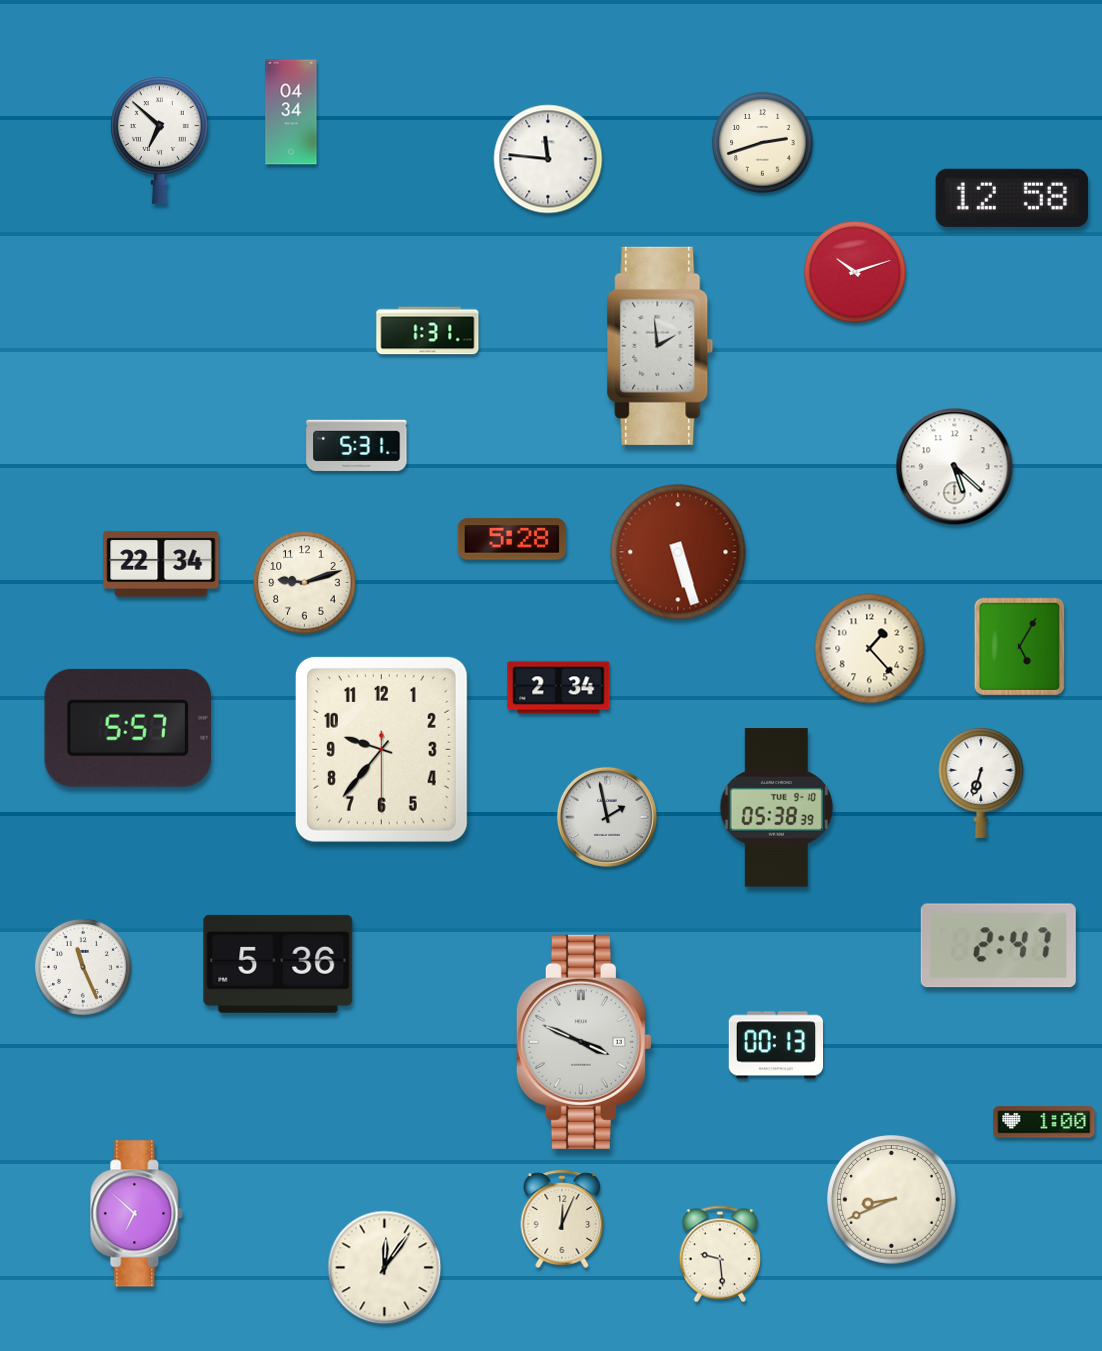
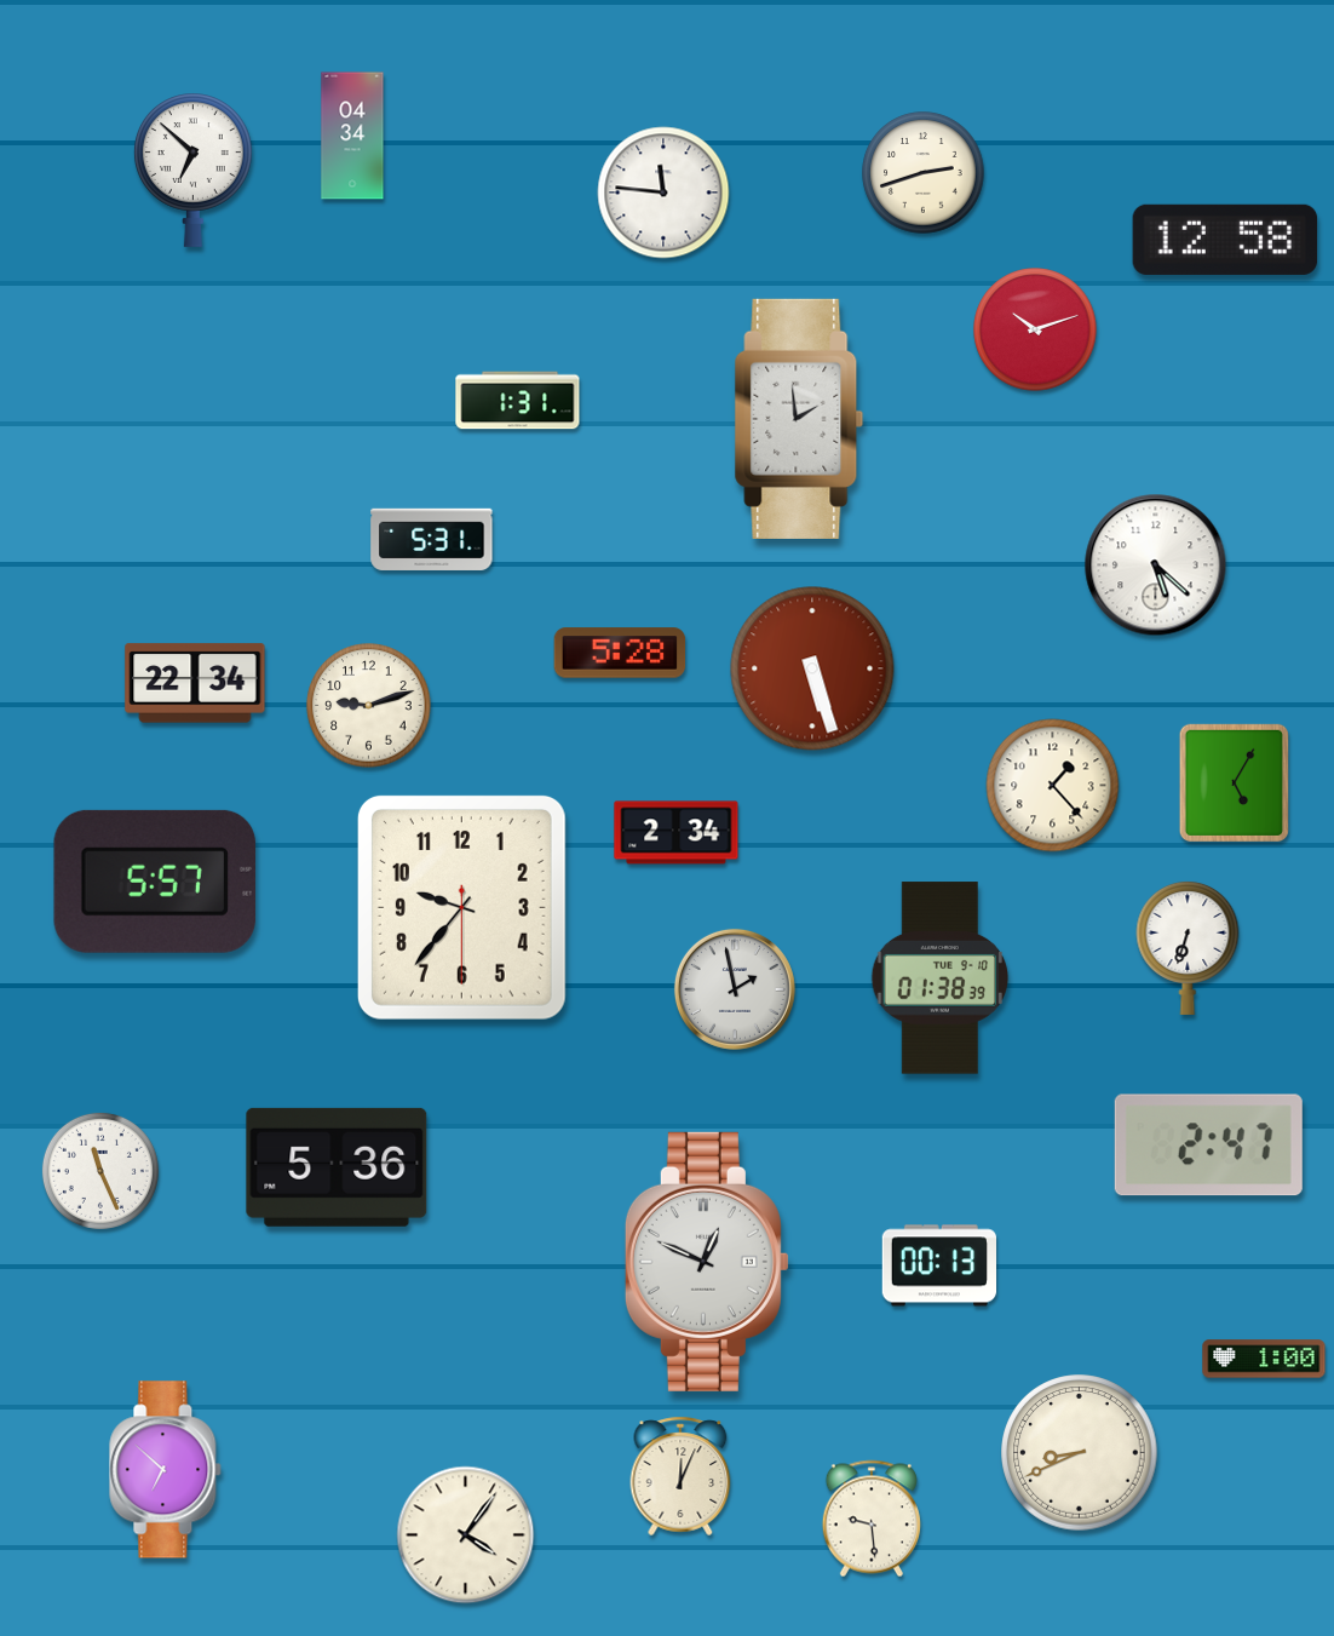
clock at (678, 552) position: (678, 552) -> (812, 668)
clock at (777, 808): 05:38 -> 01:38
clock at (584, 1042): 3:49 -> 12:49
clock at (385, 1268): 12:06 -> 4:06
